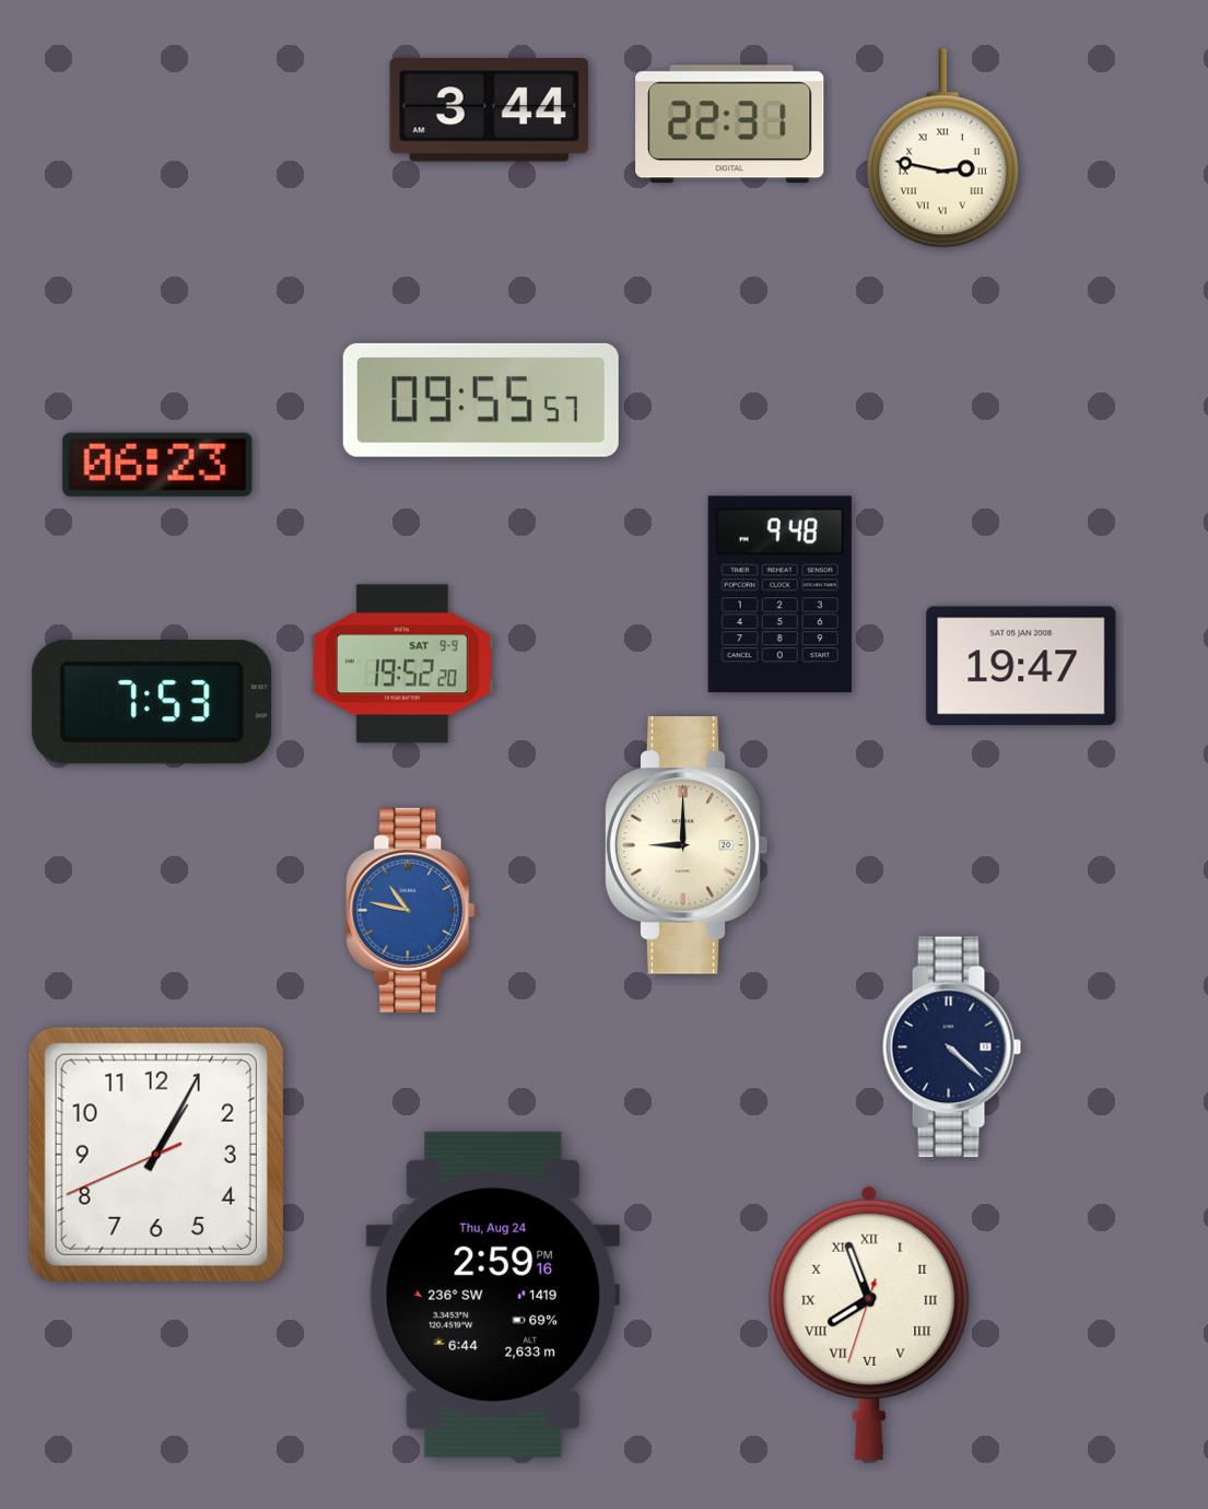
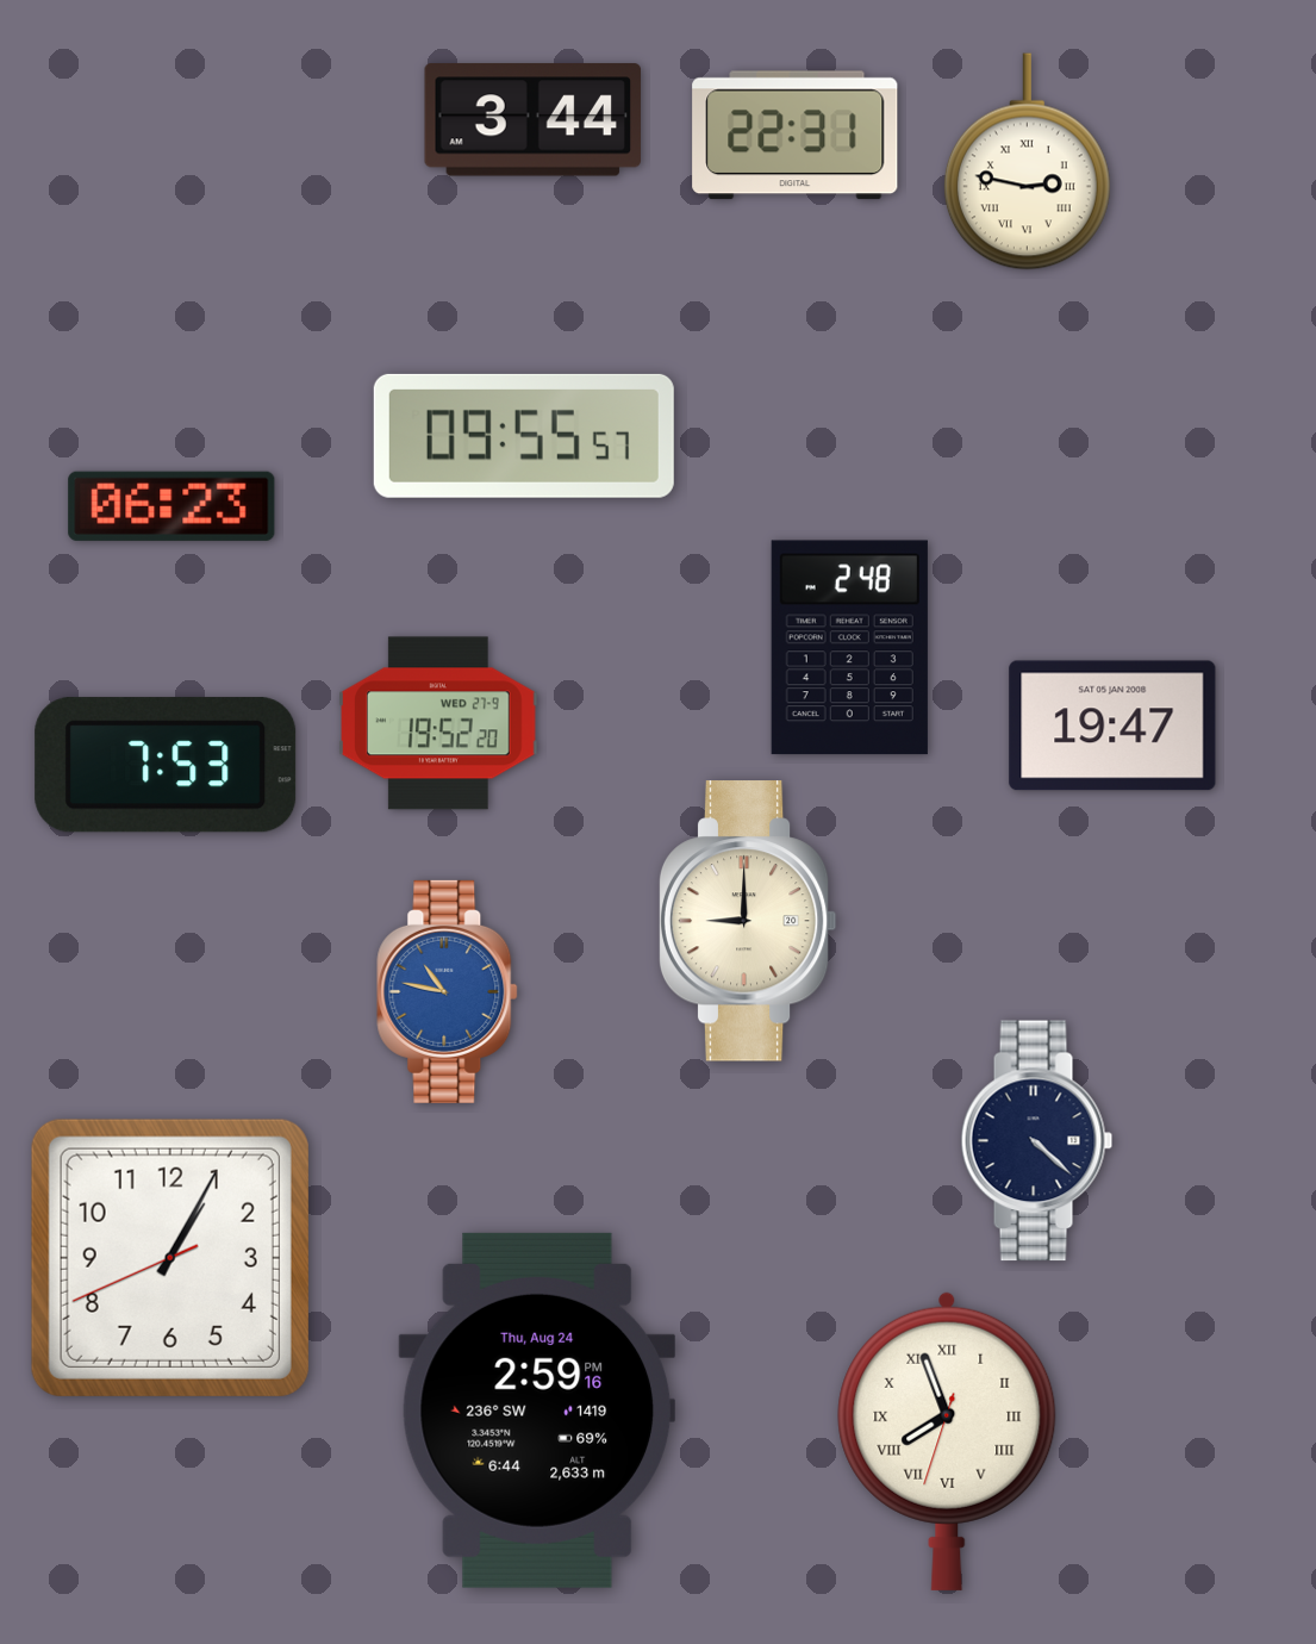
clock at (779, 595): 9:48 -> 2:48
clock at (403, 664) date: SAT 9-9 -> WED 27-9
